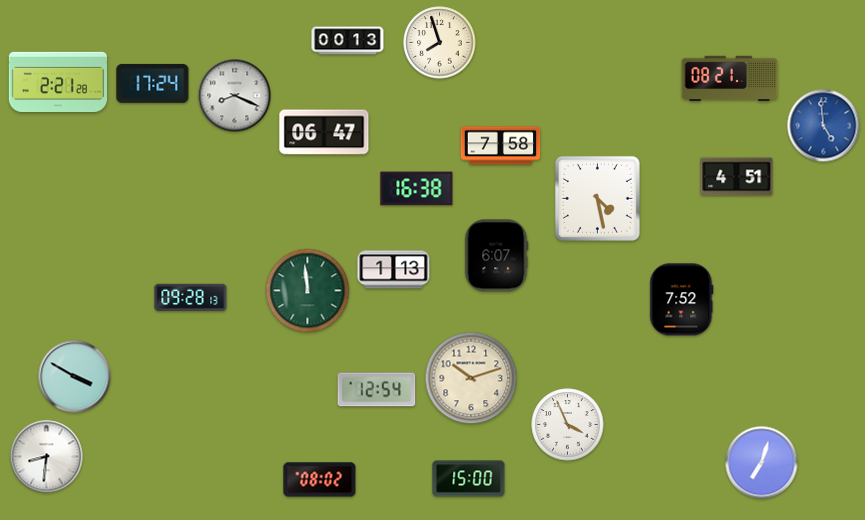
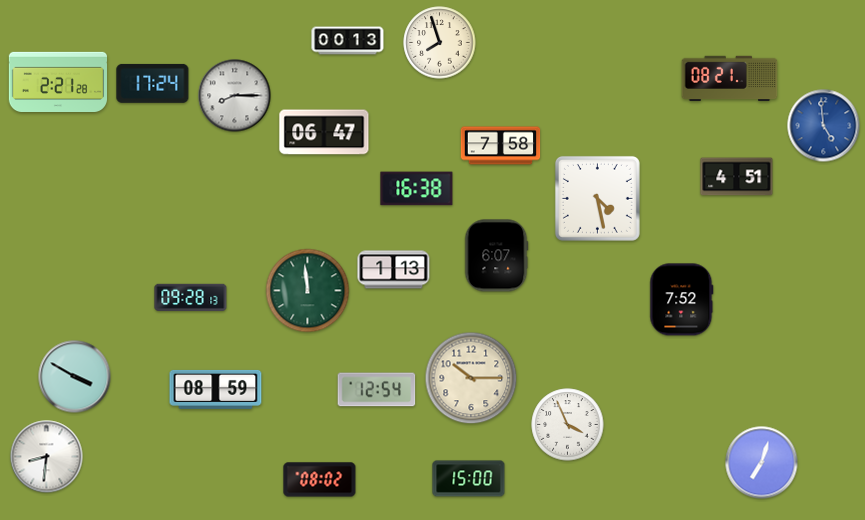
clock at (235, 96): 8:19 -> 8:15
clock at (471, 378): 10:12 -> 10:15
clock at (216, 389): none -> 08:59
